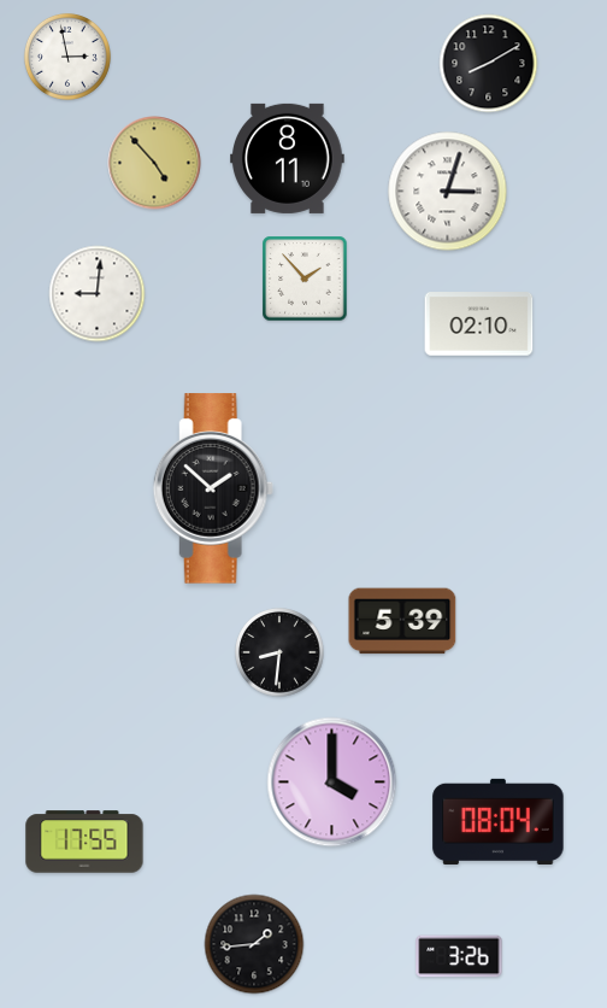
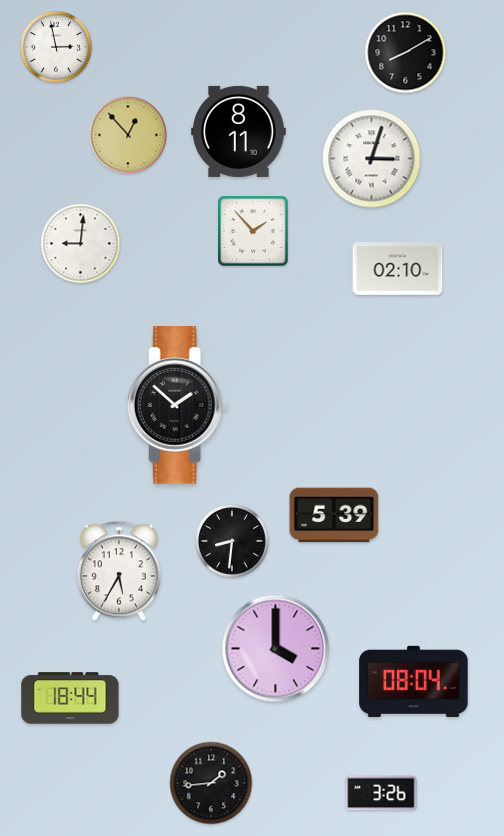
clock at (154, 163): 4:53 -> 12:53
clock at (119, 571): none -> 5:35
clock at (84, 842): 17:55 -> 18:44
